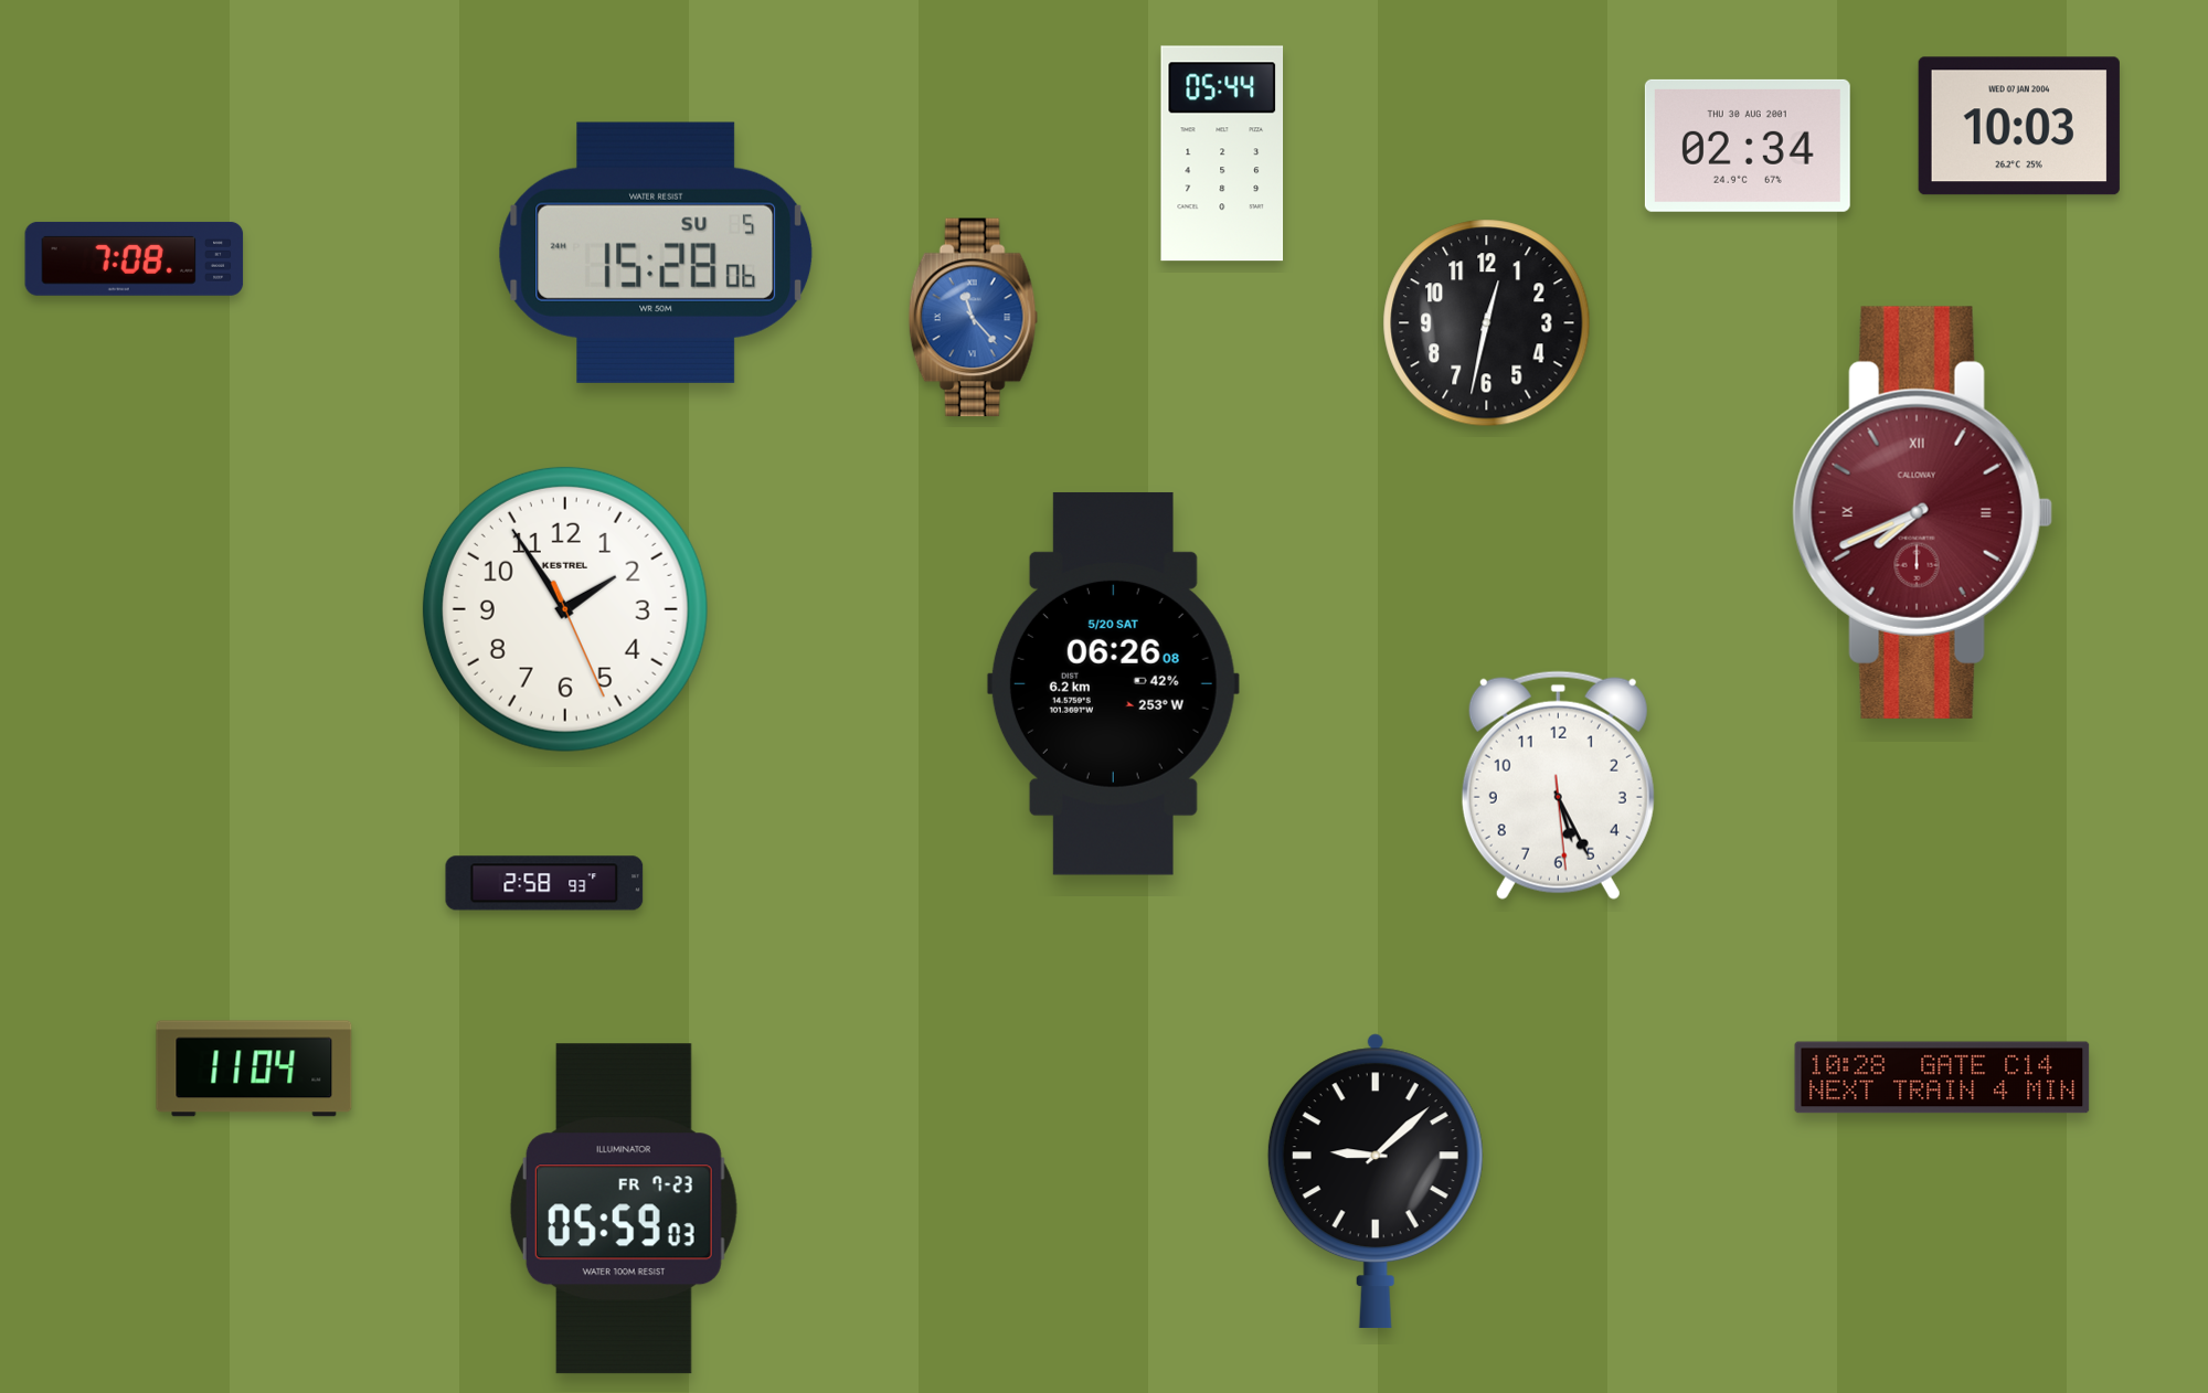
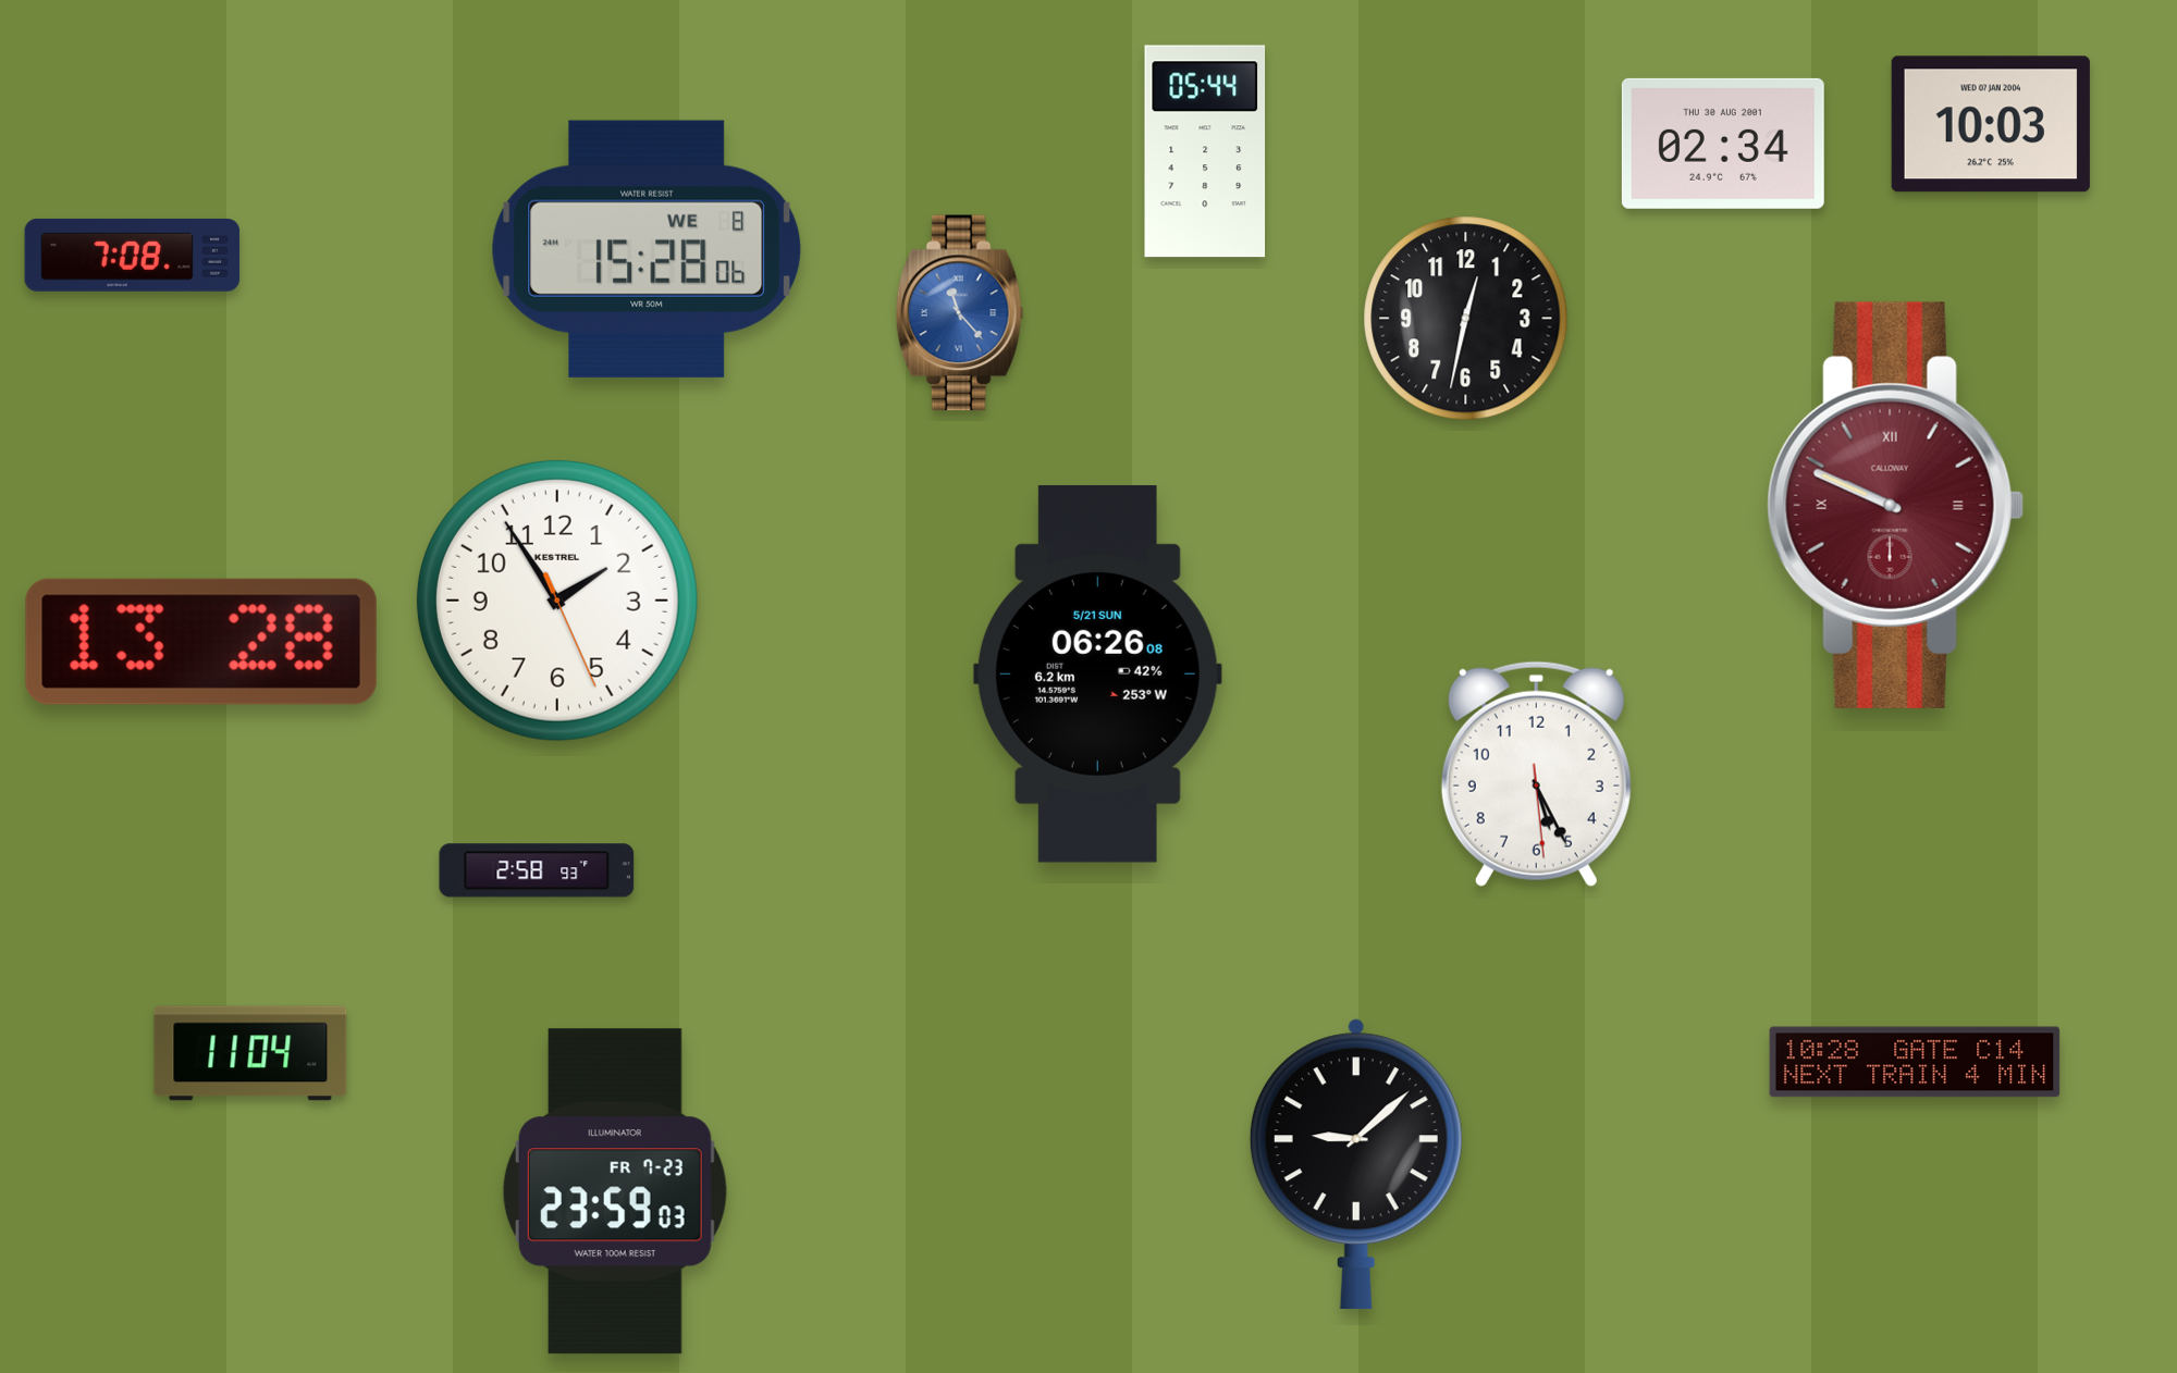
clock at (656, 253) date: SU 5 -> WE 8
clock at (1922, 512): 7:41 -> 9:49
clock at (201, 642): none -> 13:28
clock at (1113, 683) date: 5/20 SAT -> 5/21 SUN
clock at (624, 1209): 05:59 -> 23:59
